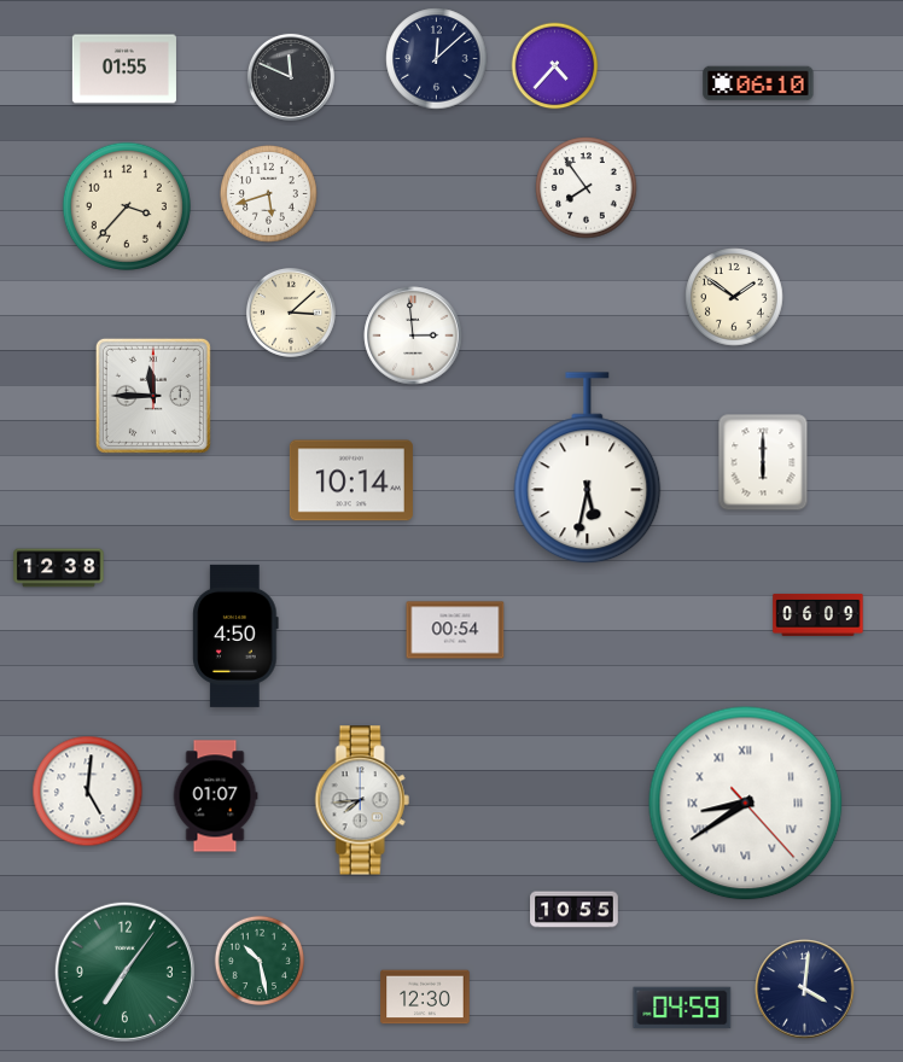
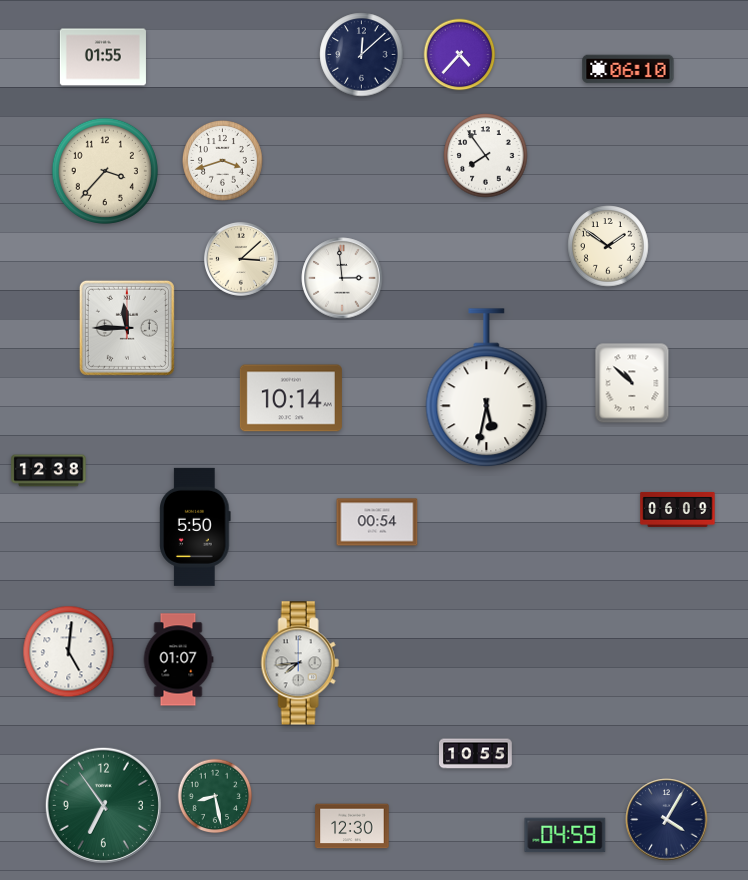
clock at (437, 59) position: (437, 59) -> (362, 55)
clock at (291, 77): 11:49 -> none
clock at (269, 194): 5:42 -> 3:42
clock at (763, 462): 6:00 -> 10:52
clock at (235, 636): 4:50 -> 5:50
clock at (88, 792) position: (88, 792) -> (69, 652)
clock at (746, 804): 8:39 -> none
clock at (260, 961): 10:28 -> 8:28
clock at (124, 971): 7:06 -> 6:54
clock at (805, 990): 4:01 -> 4:05
